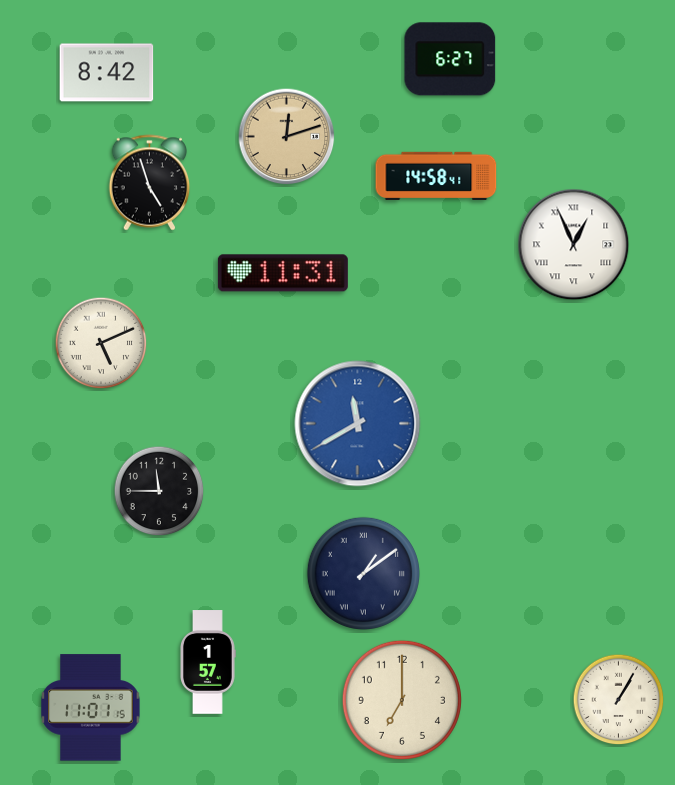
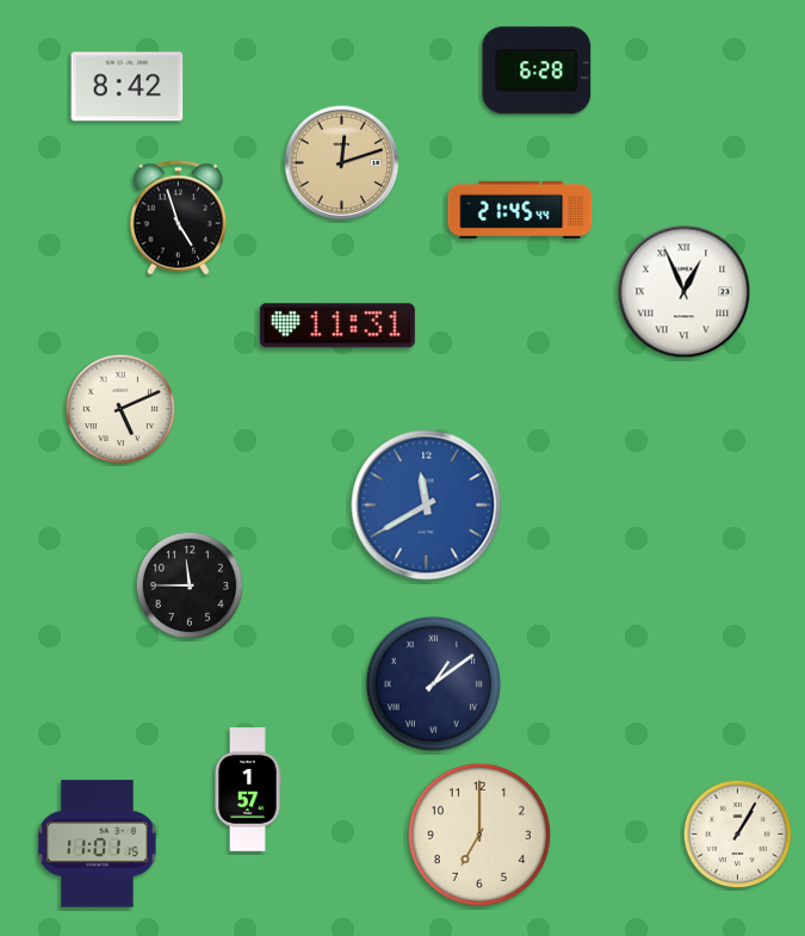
clock at (450, 59): 6:27 -> 6:28
clock at (436, 175): 14:58 -> 21:45
clock at (91, 708) position: (91, 708) -> (98, 844)
